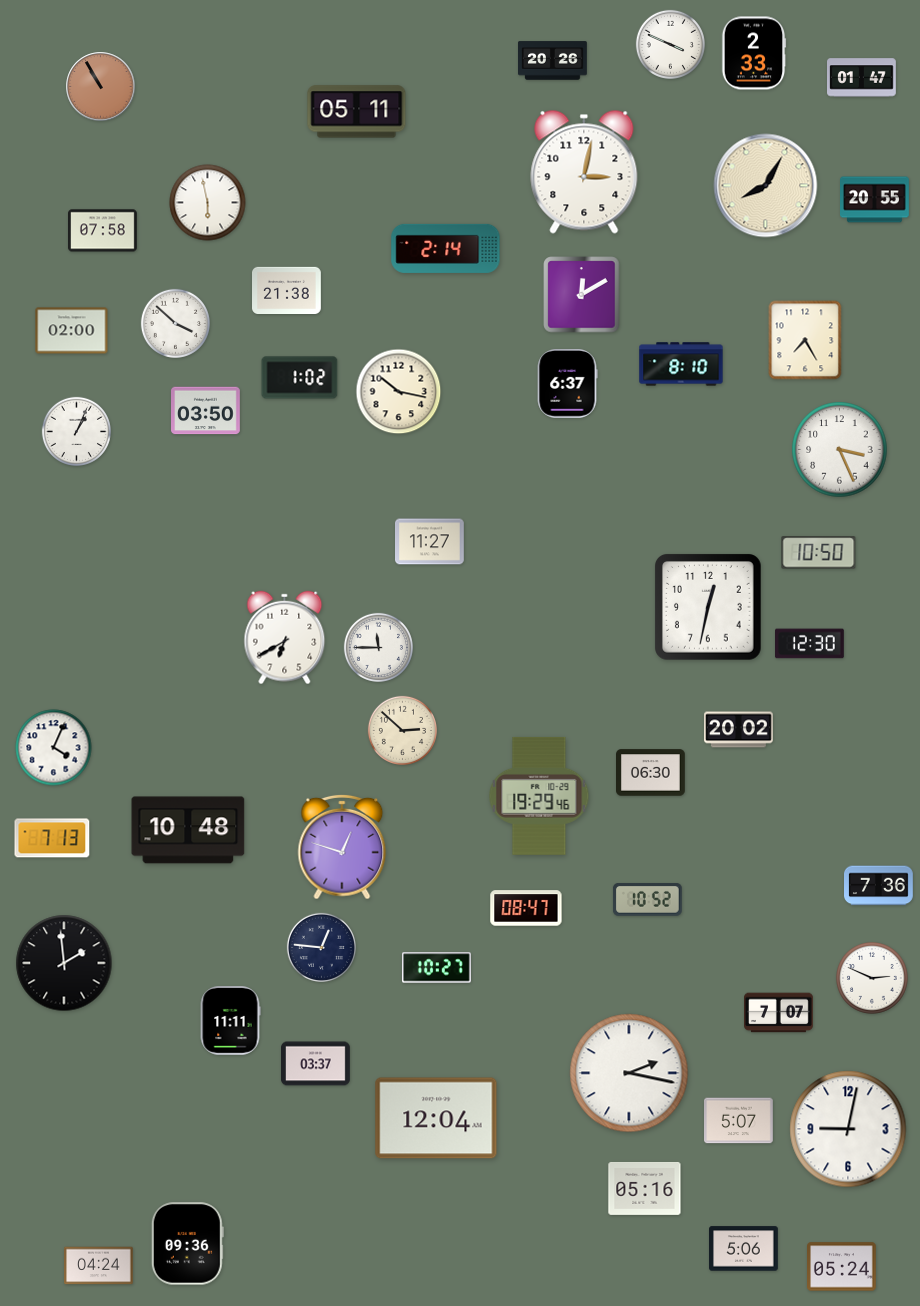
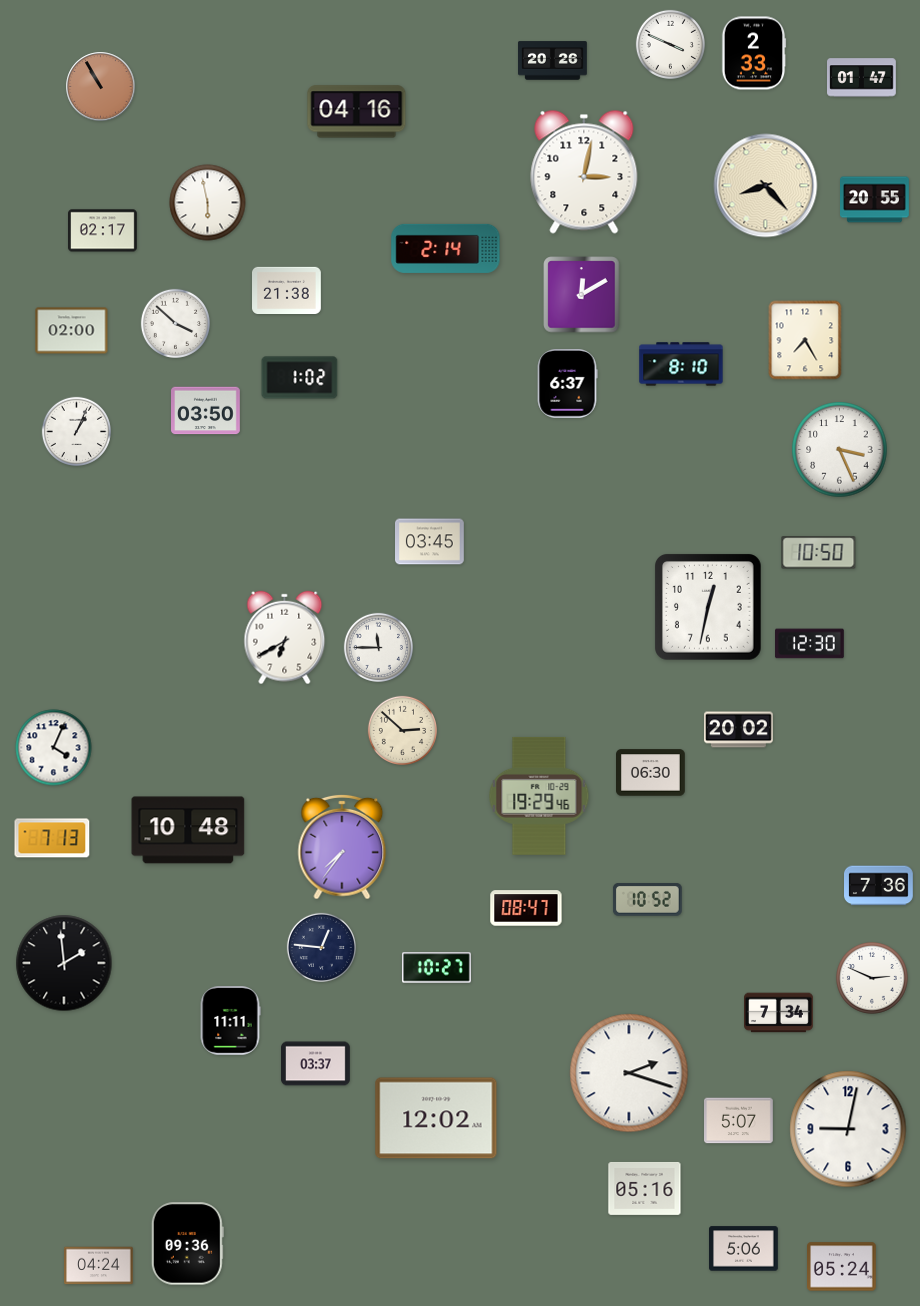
clock at (357, 112): 05:11 -> 04:16
clock at (766, 186): 8:05 -> 8:23
clock at (103, 231): 07:58 -> 02:17
clock at (399, 392): 10:17 -> none
clock at (430, 542): 11:27 -> 03:45
clock at (342, 847): 12:48 -> 7:36
clock at (779, 1013): 7:07 -> 7:34
clock at (629, 1073): 2:17 -> 2:18
clock at (436, 1118): 12:04 -> 12:02
